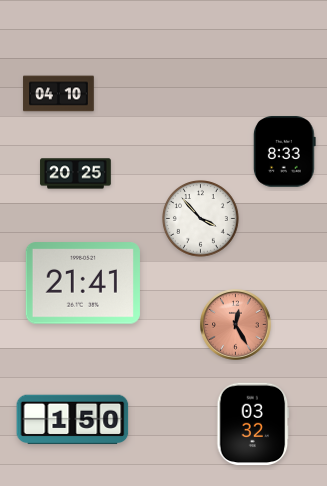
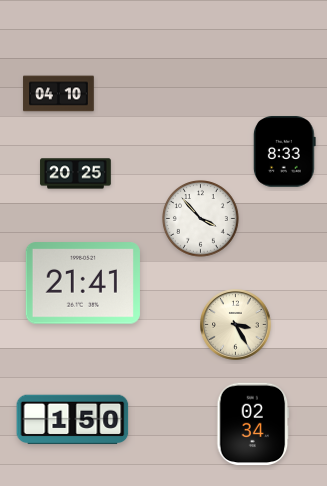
clock at (236, 325): 12:25 -> 3:25
clock at (236, 325) dial: salmon -> cream
clock at (253, 424): 03:32 -> 02:34
